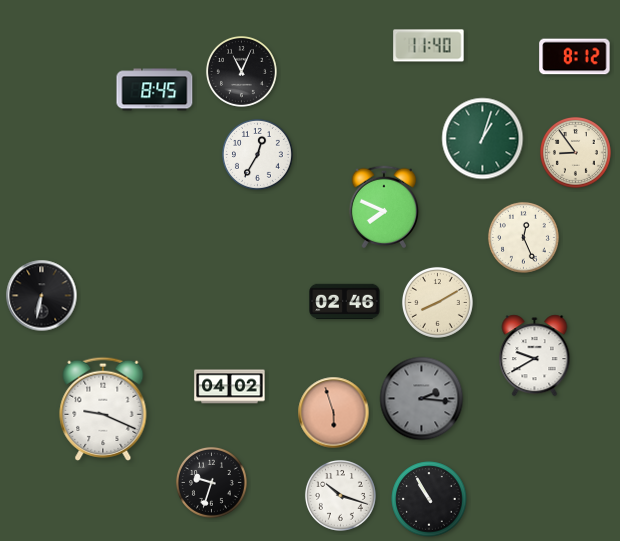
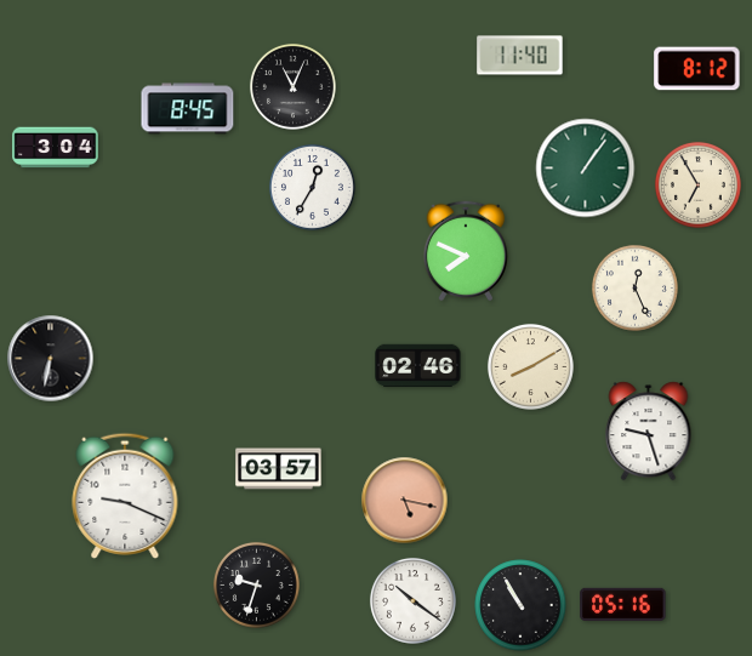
clock at (56, 148): none -> 3:04
clock at (483, 139): 1:03 -> 1:06
clock at (575, 152): 8:54 -> 6:55
clock at (535, 356): 9:40 -> 9:27
clock at (230, 387): 04:02 -> 03:57
clock at (422, 399): 2:16 -> none
clock at (334, 413): 5:57 -> 5:17
clock at (340, 495): 10:18 -> 10:21
clock at (623, 604): none -> 05:16
